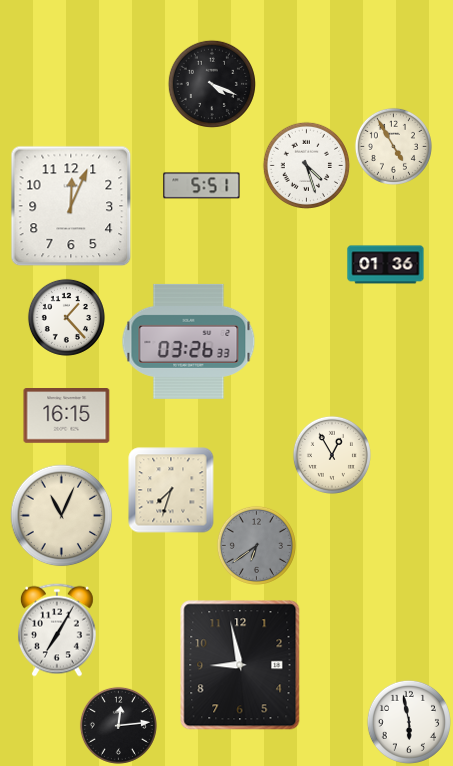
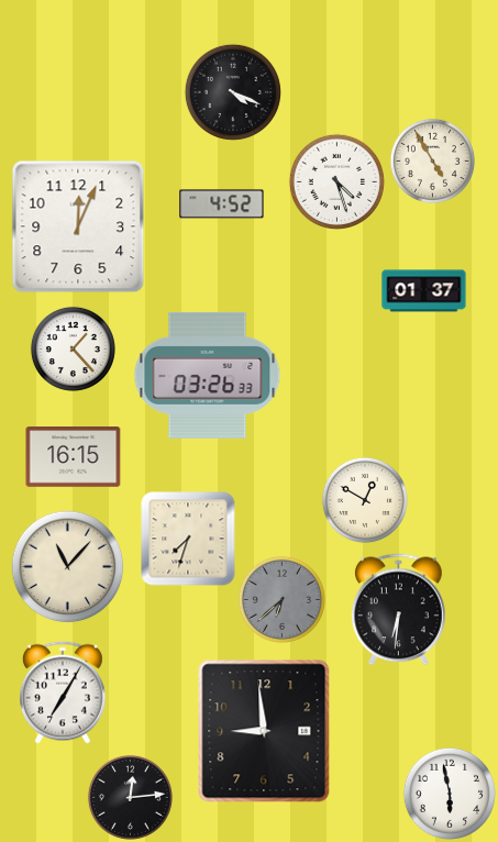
clock at (202, 186): 5:51 -> 4:52
clock at (386, 265): 01:36 -> 01:37
clock at (332, 455): 12:55 -> 12:50
clock at (62, 516): 11:04 -> 11:07
clock at (256, 545): 6:39 -> 6:38
clock at (398, 610): none -> 6:31
clock at (240, 665): 8:58 -> 8:59
